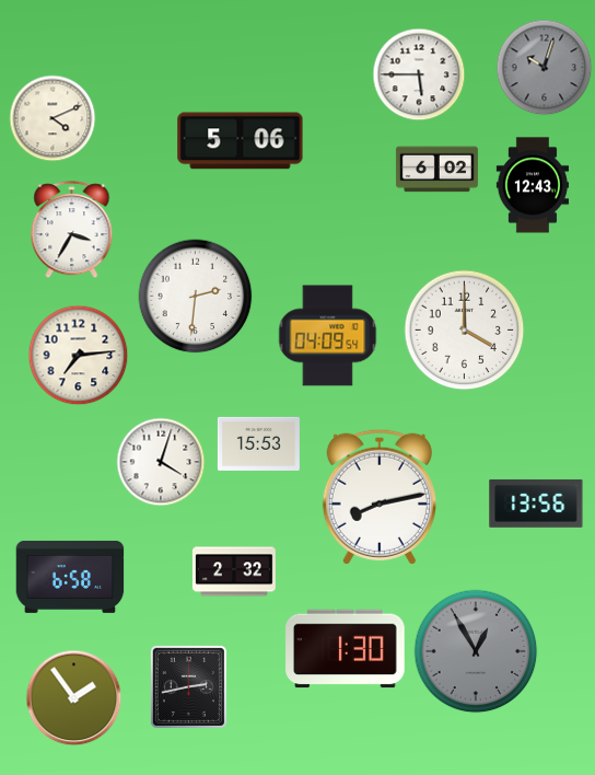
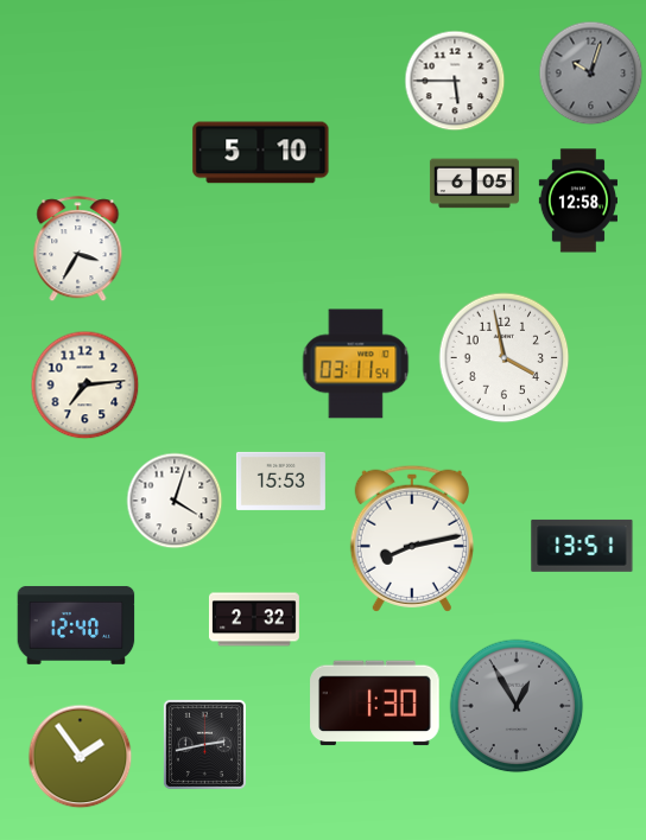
clock at (52, 118): 4:11 -> none
clock at (241, 141): 5:06 -> 5:10
clock at (436, 170): 6:02 -> 6:05
clock at (532, 185): 12:43 -> 12:58
clock at (196, 297): 2:31 -> none
clock at (465, 331): 4:00 -> 3:58
clock at (328, 336): 04:09 -> 03:11
clock at (536, 504): 13:56 -> 13:51
clock at (70, 577): 6:58 -> 12:40
